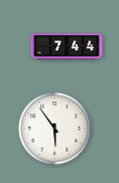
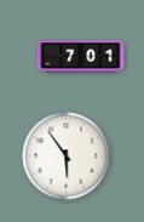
clock at (67, 47): 7:44 -> 7:01
